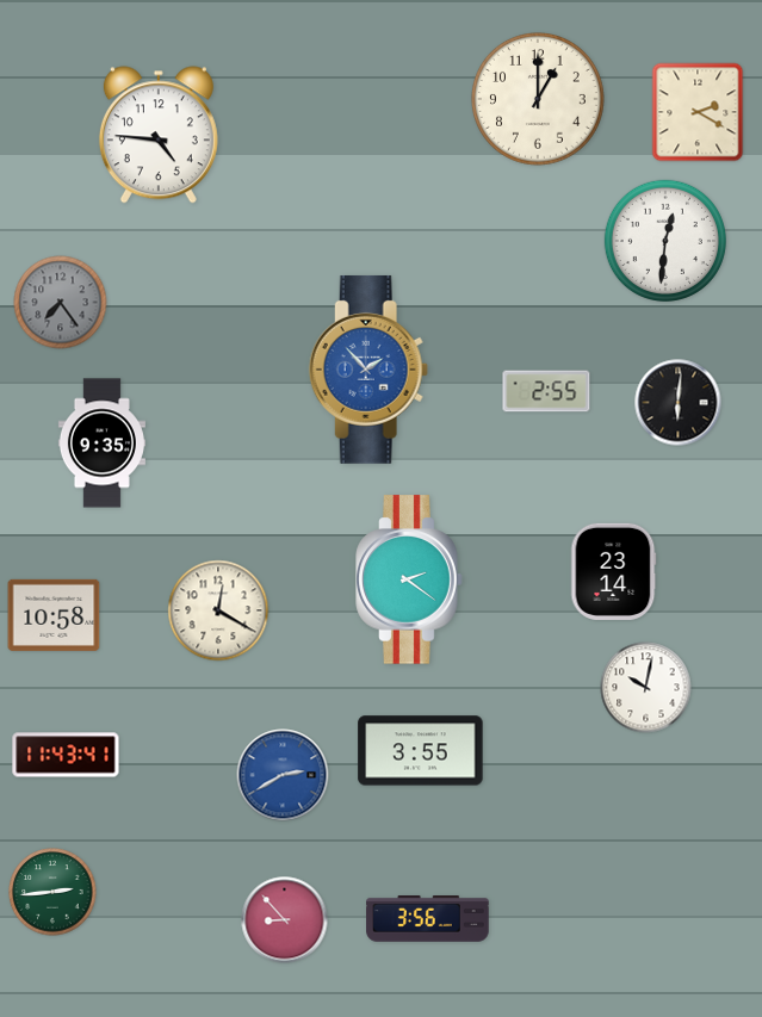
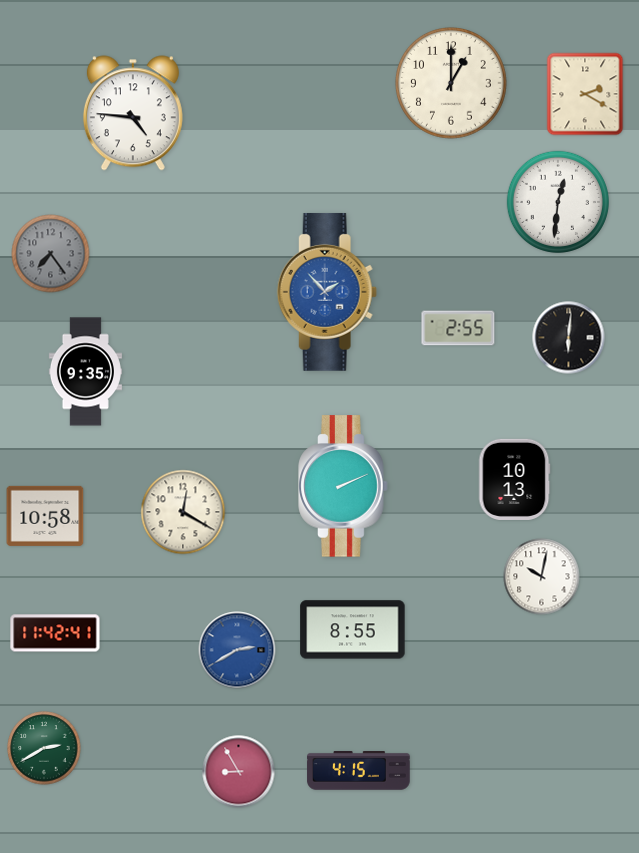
clock at (368, 370) position: (368, 370) -> (327, 292)
clock at (613, 571): 23:14 -> 10:13
clock at (409, 579): 2:21 -> 2:11
clock at (421, 751): 3:55 -> 8:55
clock at (66, 755): 11:43 -> 11:42
clock at (52, 892): 2:44 -> 2:40
clock at (428, 919): 3:56 -> 4:15
clock at (285, 920): 8:53 -> 8:55
